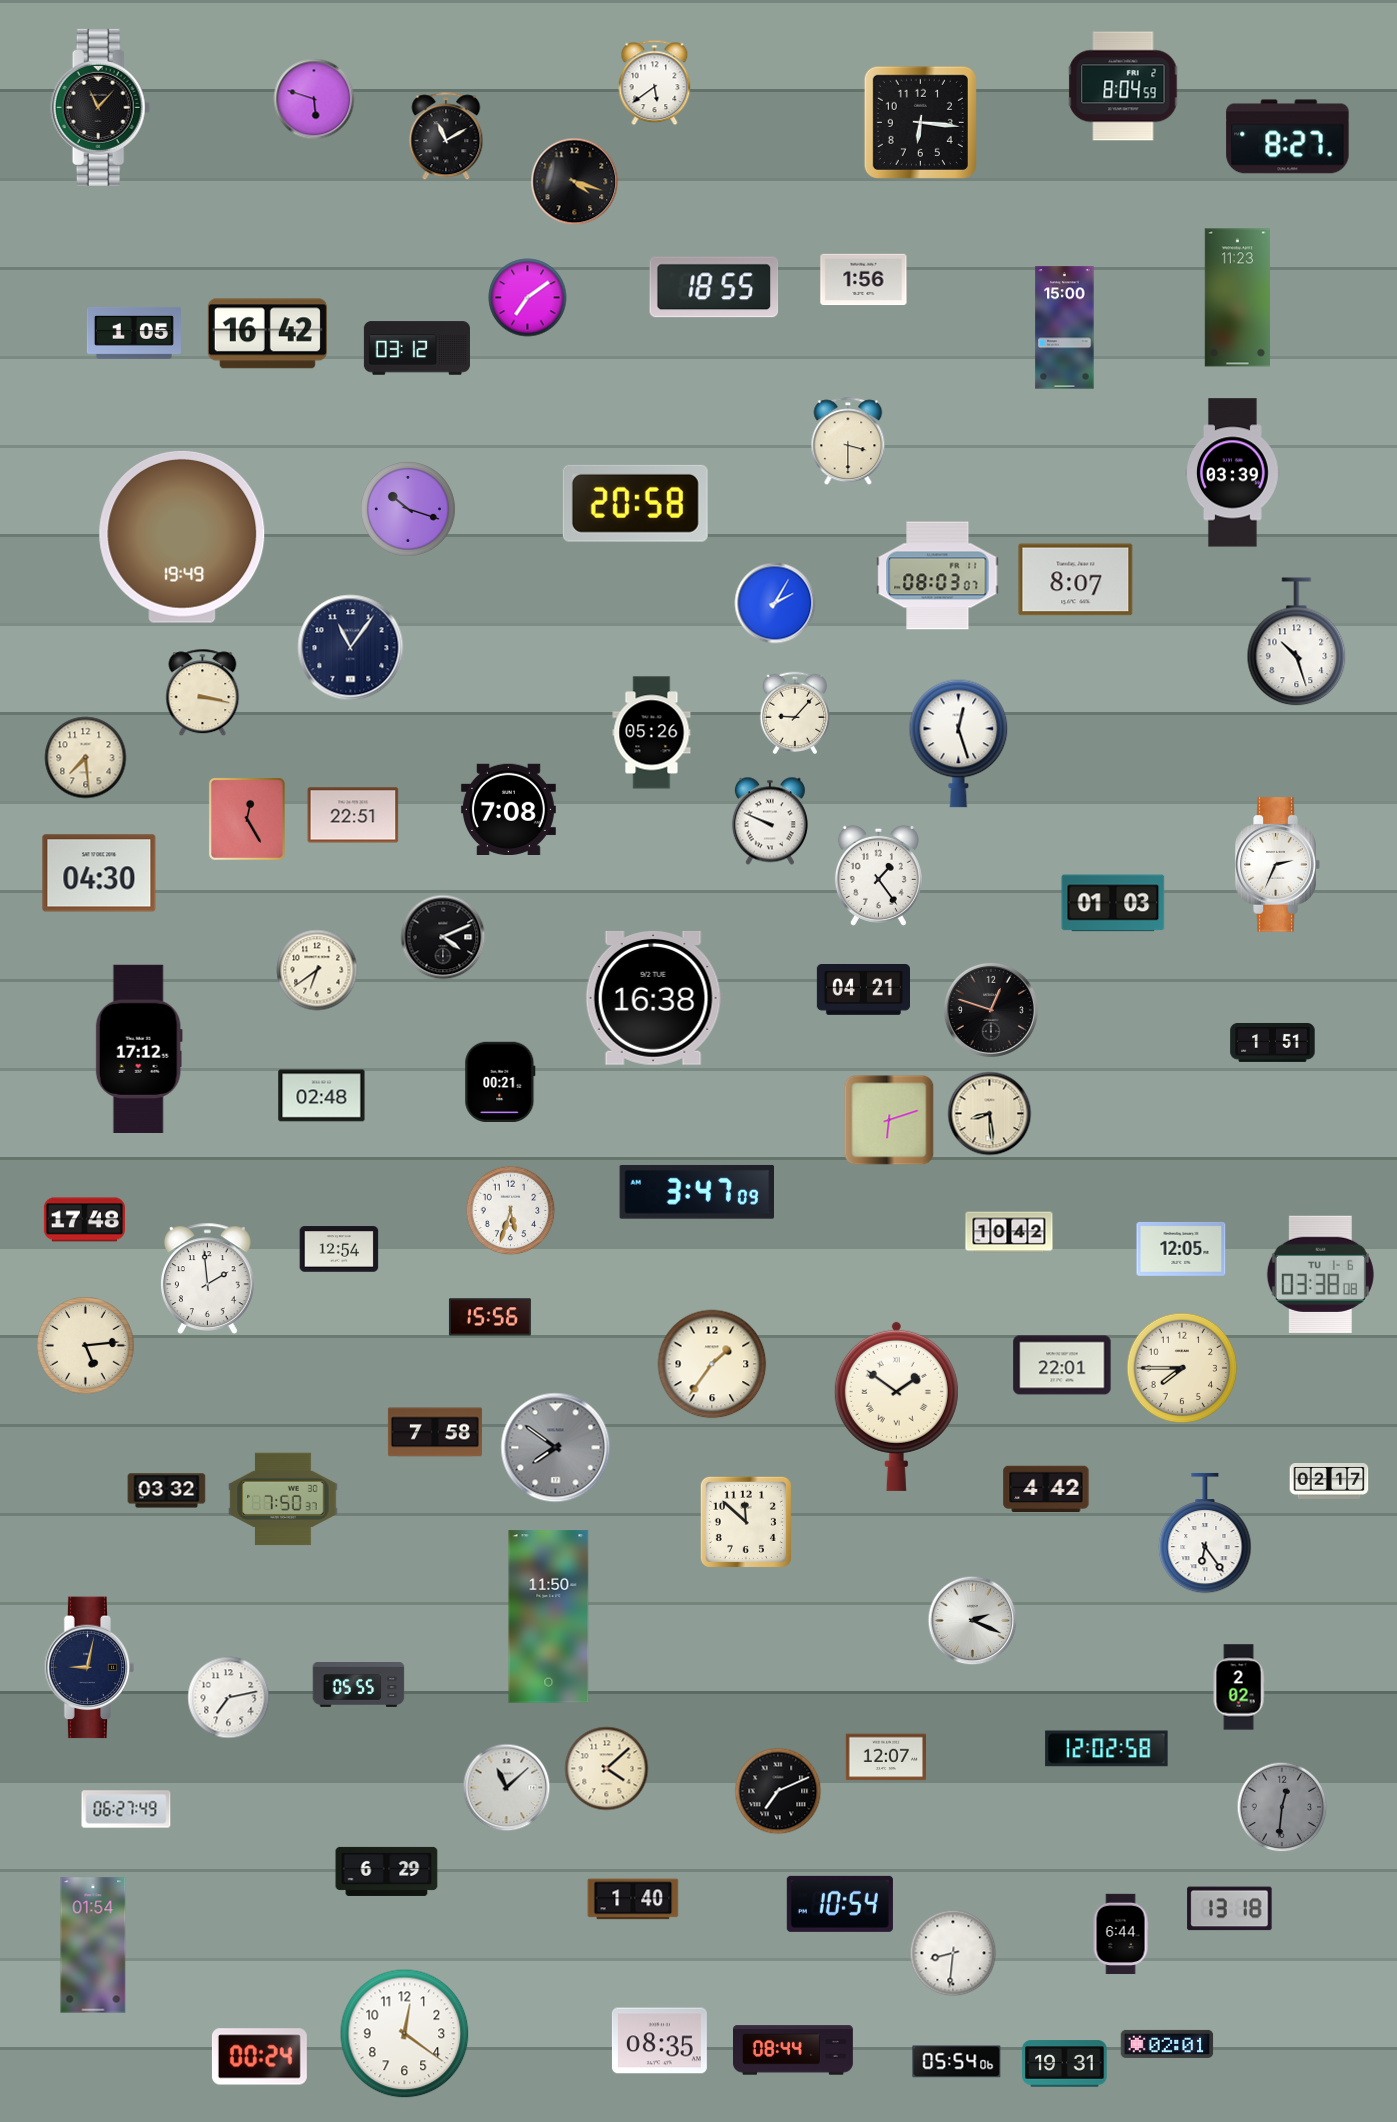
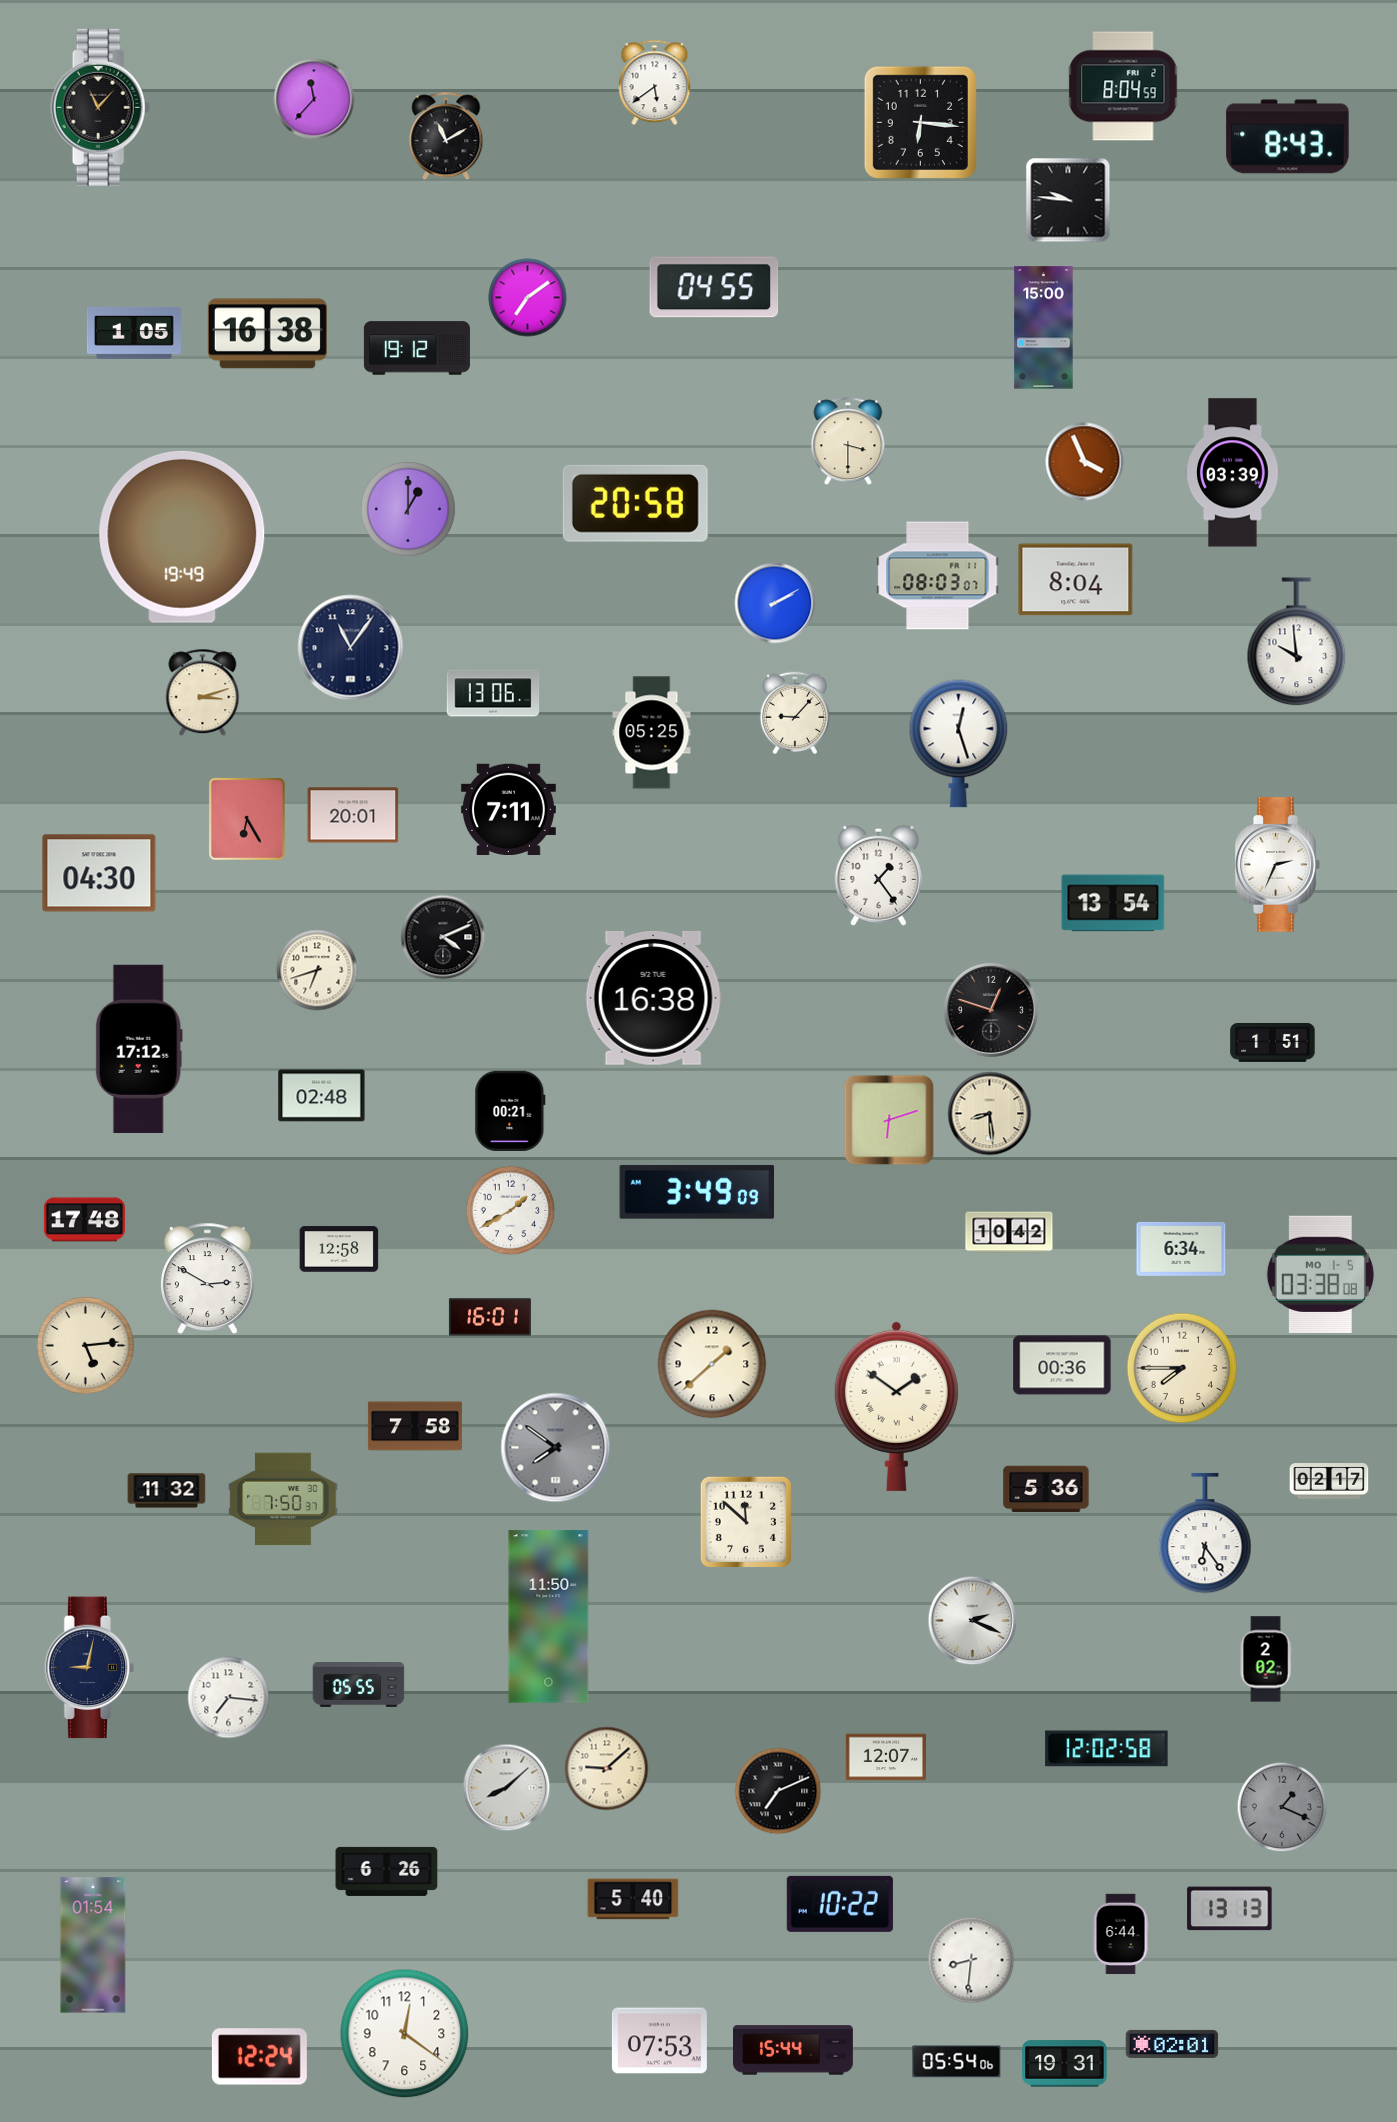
clock at (314, 99): 5:48 -> 11:37
clock at (1288, 137): 8:27 -> 8:43
clock at (575, 182): 4:18 -> none
clock at (1068, 200): none -> 9:46
clock at (864, 280): 1:56 -> none
clock at (714, 287): 18:55 -> 04:55
clock at (1237, 298): 11:23 -> none
clock at (1065, 328) position: (1065, 328) -> (1044, 328)
clock at (267, 334): 16:42 -> 16:38
clock at (417, 348): 03:12 -> 19:12
clock at (1085, 462): none -> 3:56
clock at (408, 509): 10:18 -> 1:00
clock at (1076, 580): 8:07 -> 8:04
clock at (775, 603): 2:05 -> 2:10
clock at (1297, 642): 10:27 -> 9:59
clock at (203, 693): 3:17 -> 3:12
clock at (493, 693): none -> 13:06
clock at (652, 733): 05:26 -> 05:25
clock at (86, 758): 7:29 -> none
clock at (508, 809): 7:08 -> 7:11
clock at (353, 815): 22:51 -> 20:01
clock at (247, 819): 12:25 -> 6:25
clock at (770, 821): 9:49 -> none
clock at (1113, 903): 01:03 -> 13:54
clock at (317, 970): 6:39 -> 6:42
clock at (863, 990): 04:21 -> none
clock at (500, 1081) position: (500, 1081) -> (510, 1110)
clock at (696, 1192): 3:47 -> 3:49
clock at (511, 1211): 5:33 -> 1:40
clock at (339, 1249): 12:54 -> 12:58
clock at (1181, 1249): 12:05 -> 6:34
clock at (1320, 1274) date: TU 1-6 -> MO 1-5
clock at (208, 1278): 1:59 -> 2:50
clock at (490, 1317): 15:56 -> 16:01
clock at (712, 1364): 1:36 -> 1:38
clock at (1062, 1365): 22:01 -> 00:36
clock at (435, 1432) position: (435, 1432) -> (415, 1426)
clock at (1046, 1489): 4:42 -> 5:36
clock at (167, 1491): 03:32 -> 11:32
clock at (1239, 1687) position: (1239, 1687) -> (1266, 1659)
clock at (229, 1698): 7:13 -> 7:16
clock at (607, 1769): 4:08 -> 9:08
clock at (507, 1788): 11:08 -> 8:08
clock at (1282, 1807): 12:31 -> 1:19
clock at (126, 1809): 06:27 -> none
clock at (387, 1871): 6:29 -> 6:26
clock at (633, 1899): 1:40 -> 5:40
clock at (840, 1904): 10:54 -> 10:22
clock at (1230, 1909): 13:18 -> 13:13
clock at (953, 1953) position: (953, 1953) -> (971, 1960)
clock at (659, 2041): 08:35 -> 07:53
clock at (1167, 2044) position: (1167, 2044) -> (1172, 2044)
clock at (793, 2050): 08:44 -> 15:44
clock at (259, 2057): 00:24 -> 12:24
